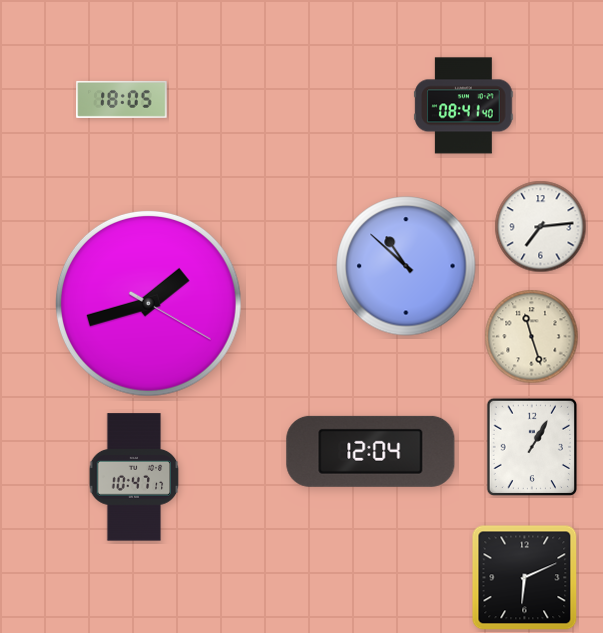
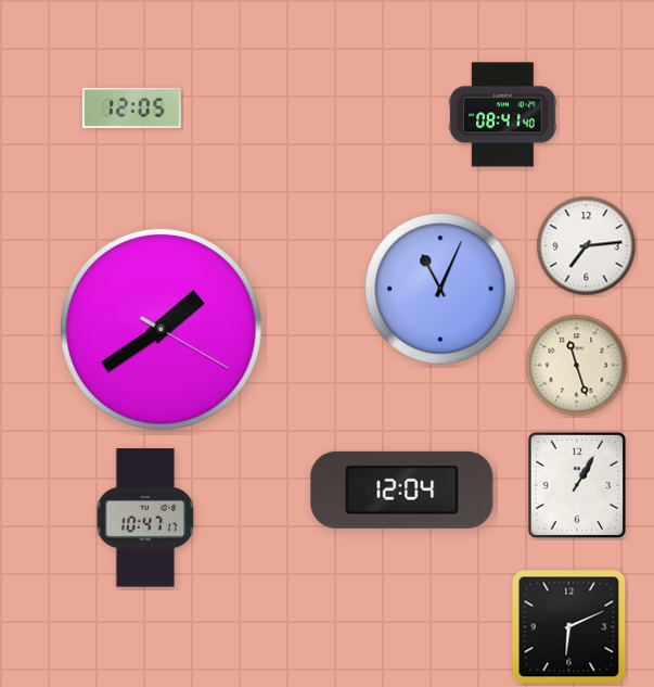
clock at (122, 99): 18:05 -> 12:05
clock at (406, 266): 10:52 -> 11:04
clock at (148, 303): 1:42 -> 1:39
